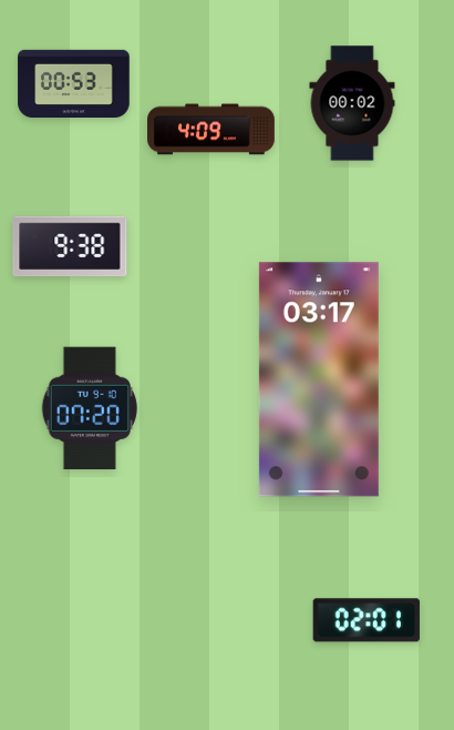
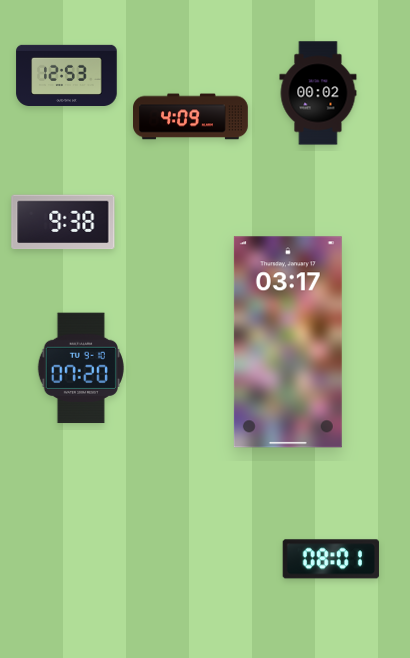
clock at (74, 83): 00:53 -> 12:53
clock at (367, 620): 02:01 -> 08:01
